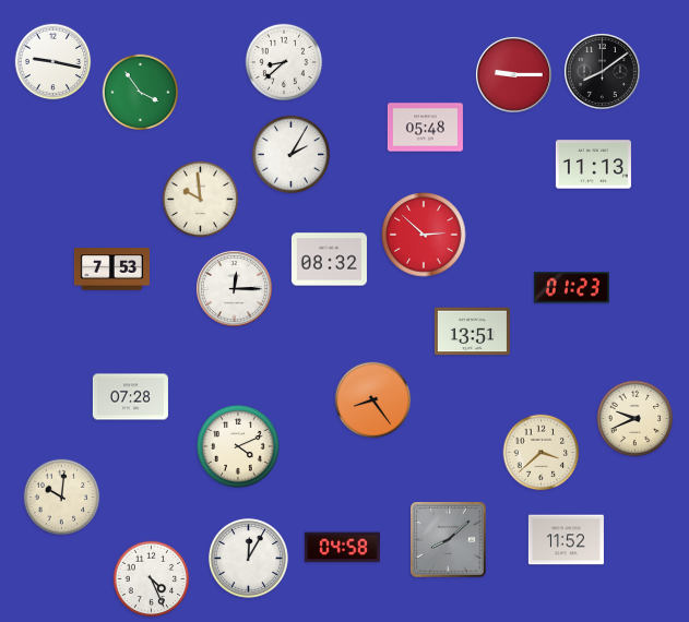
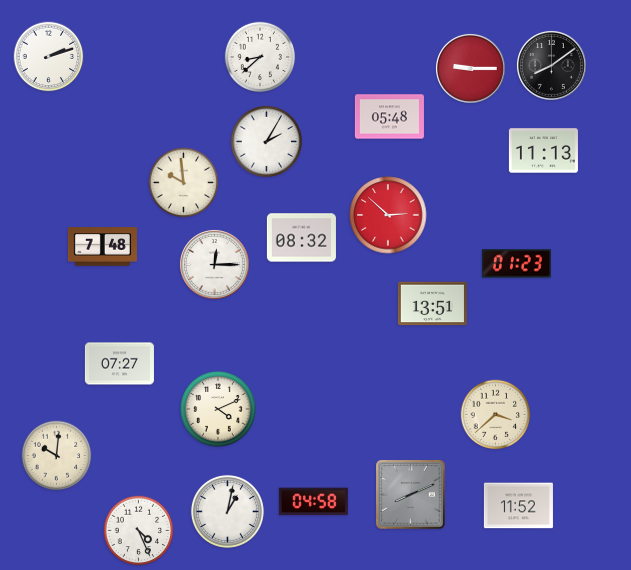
clock at (54, 62): 9:17 -> 2:12
clock at (141, 93): 3:54 -> none
clock at (111, 270): 7:53 -> 7:48
clock at (571, 288) position: (571, 288) -> (516, 264)
clock at (130, 397): 07:28 -> 07:27
clock at (373, 400): 8:24 -> none
clock at (635, 419): 9:41 -> none
clock at (449, 540): 8:08 -> 8:11
clock at (566, 540) position: (566, 540) -> (518, 506)
clock at (248, 558): 12:05 -> 1:02
